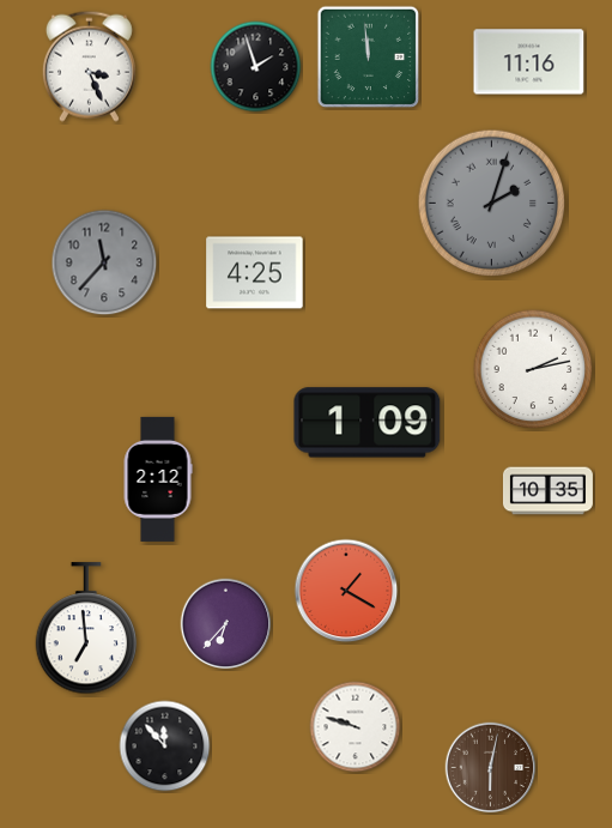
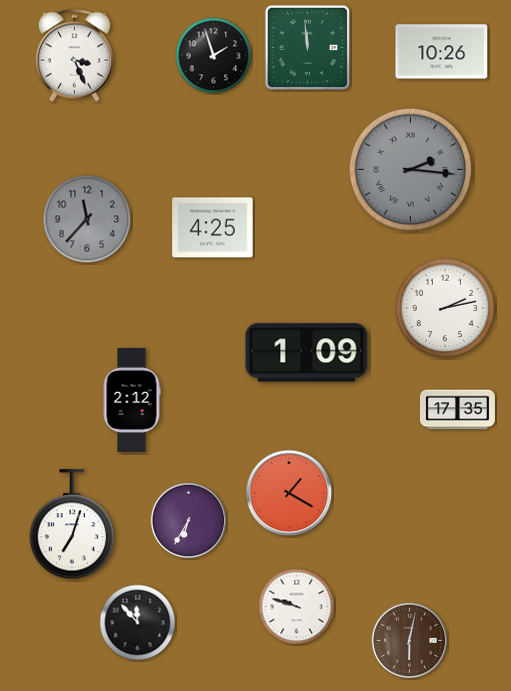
clock at (529, 62): 11:16 -> 10:26
clock at (492, 204): 2:03 -> 2:16
clock at (547, 491): 10:35 -> 17:35
clock at (226, 624): 6:37 -> 6:35
clock at (86, 629): 6:59 -> 7:03
